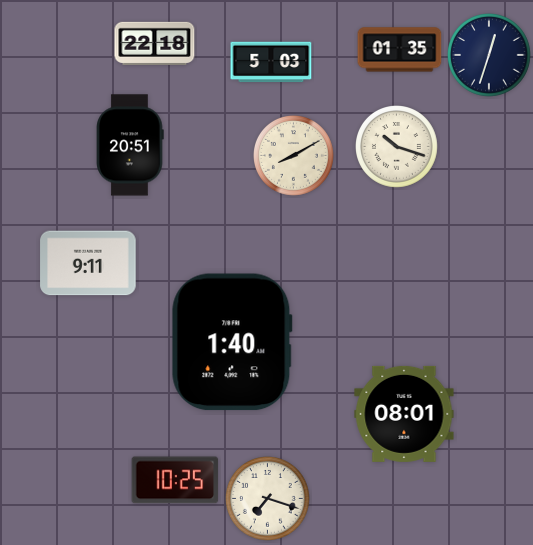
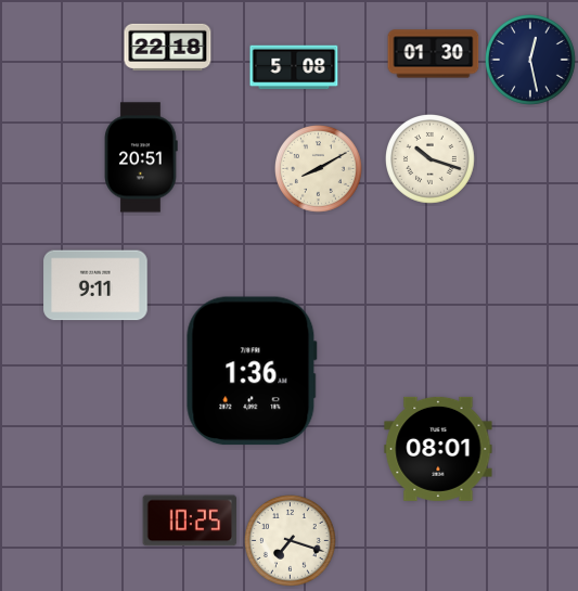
clock at (400, 50): 01:35 -> 01:30
clock at (490, 56): 12:33 -> 12:28
clock at (271, 62): 5:03 -> 5:08
clock at (232, 342): 1:40 -> 1:36
